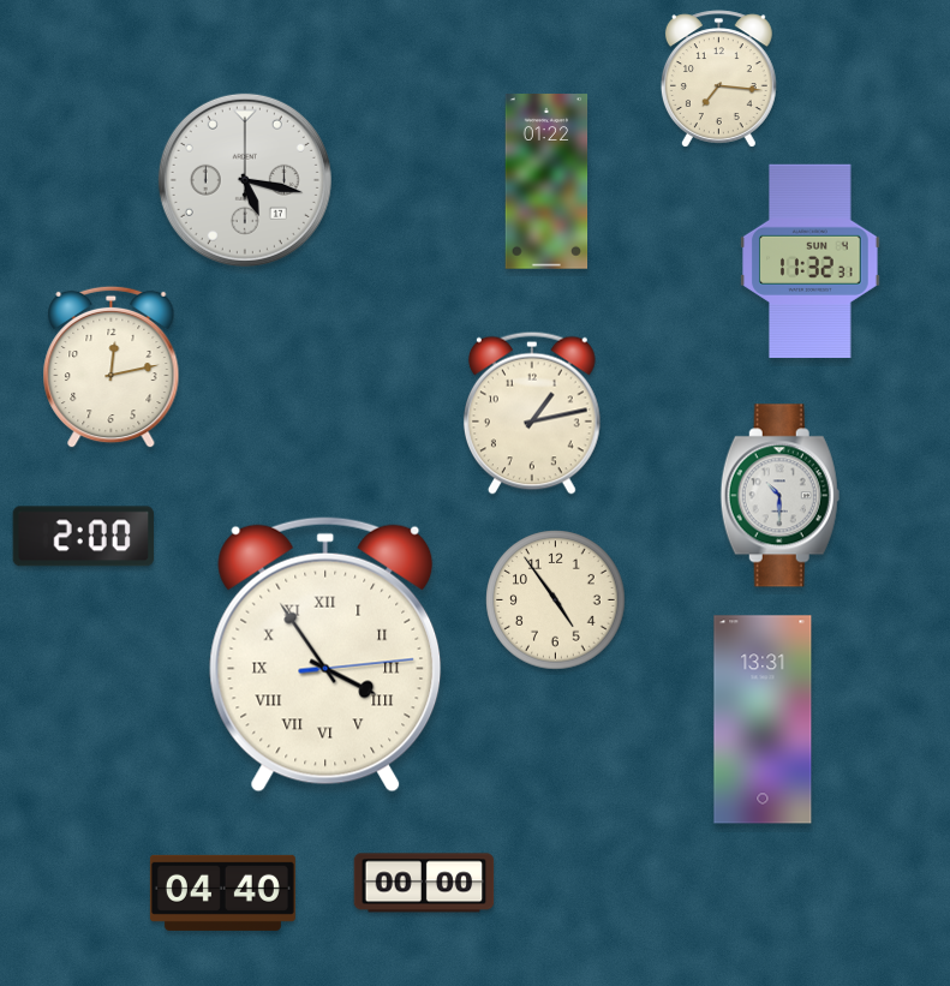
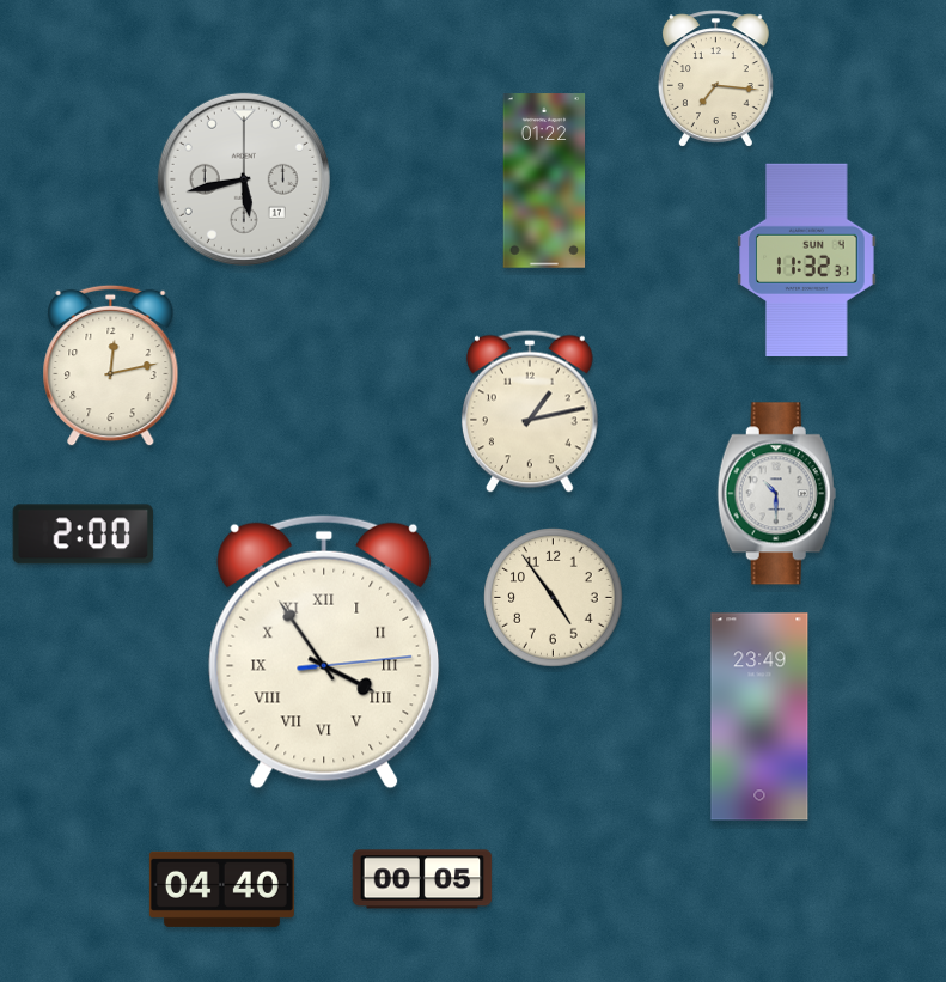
clock at (245, 180): 5:17 -> 5:43
clock at (763, 719): 13:31 -> 23:49
clock at (424, 883): 00:00 -> 00:05
